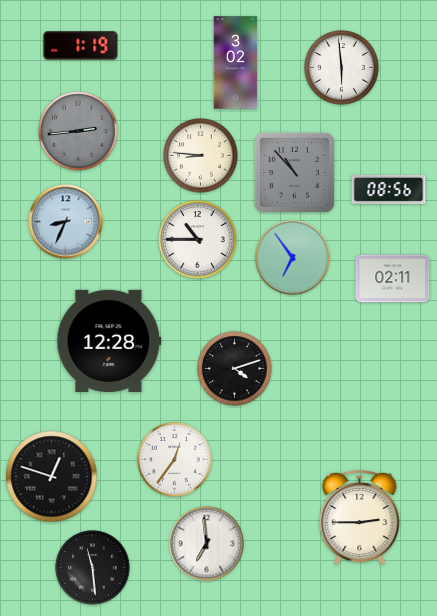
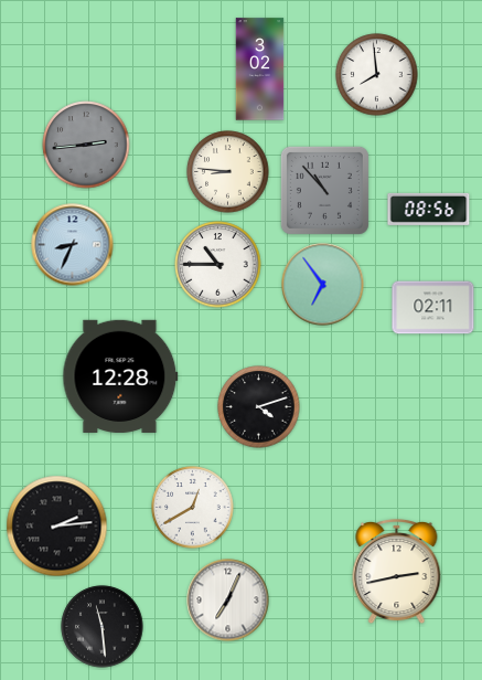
clock at (81, 46): 1:19 -> none
clock at (342, 68): 5:59 -> 7:59
clock at (201, 156) position: (201, 156) -> (228, 172)
clock at (175, 460): 12:36 -> 12:40
clock at (52, 477): 12:48 -> 2:14
clock at (360, 518): 2:45 -> 2:43
clock at (207, 544): 6:59 -> 7:04
